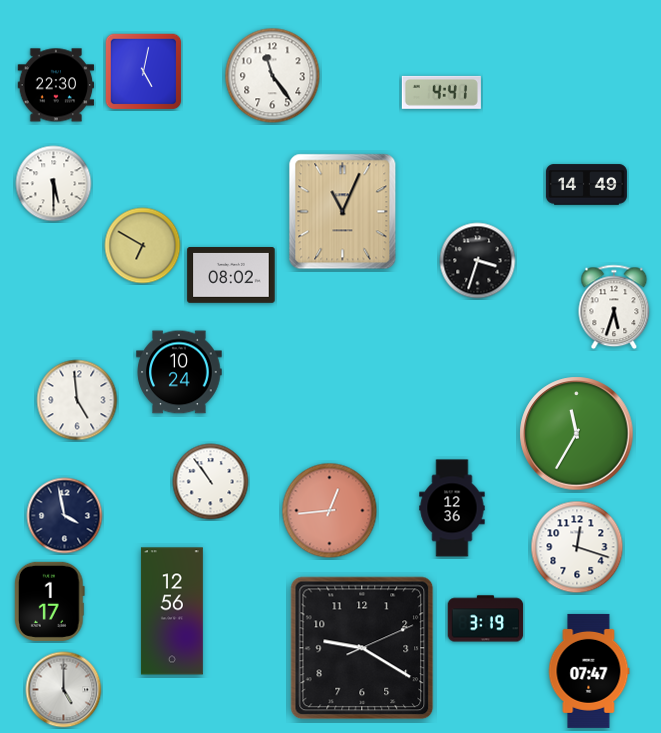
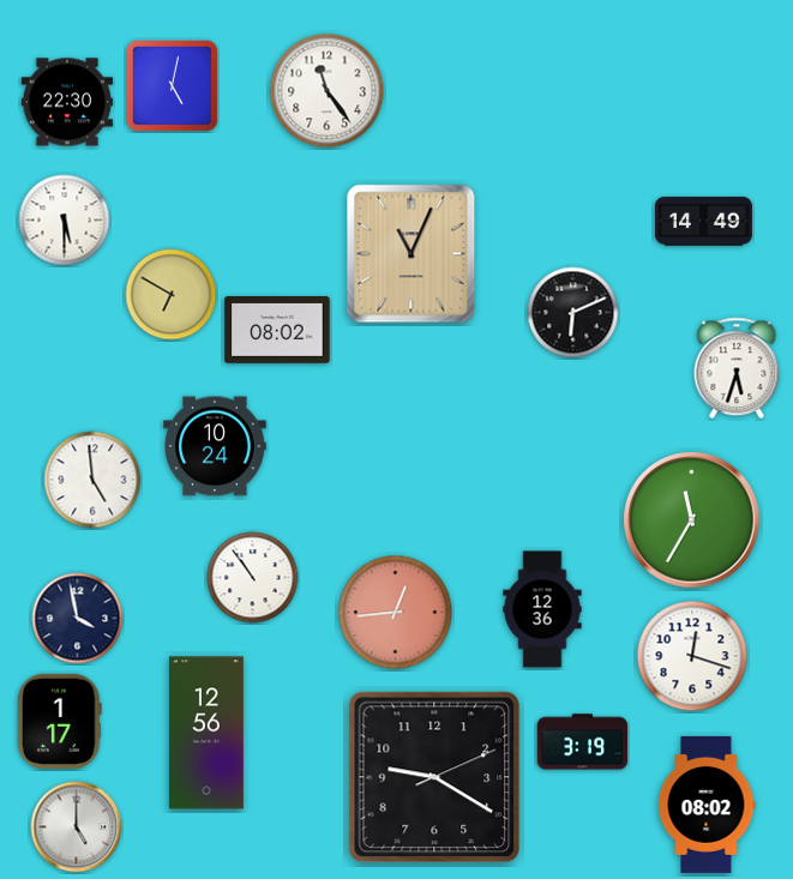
clock at (441, 92): 4:41 -> none
clock at (478, 261): 3:33 -> 6:11
clock at (589, 671): 07:47 -> 08:02
